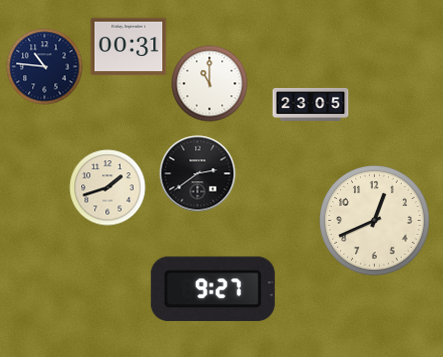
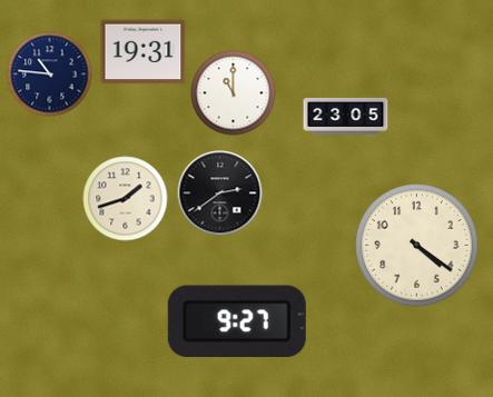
clock at (129, 47): 00:31 -> 19:31
clock at (108, 188) position: (108, 188) -> (126, 199)
clock at (375, 221): 12:41 -> 4:21
